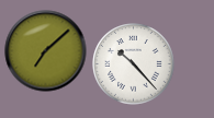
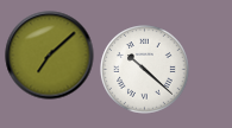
clock at (134, 64): 10:23 -> 10:22
